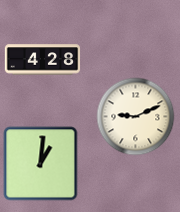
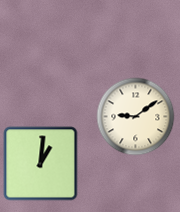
clock at (43, 60): 4:28 -> none
clock at (136, 117): 9:11 -> 9:09
